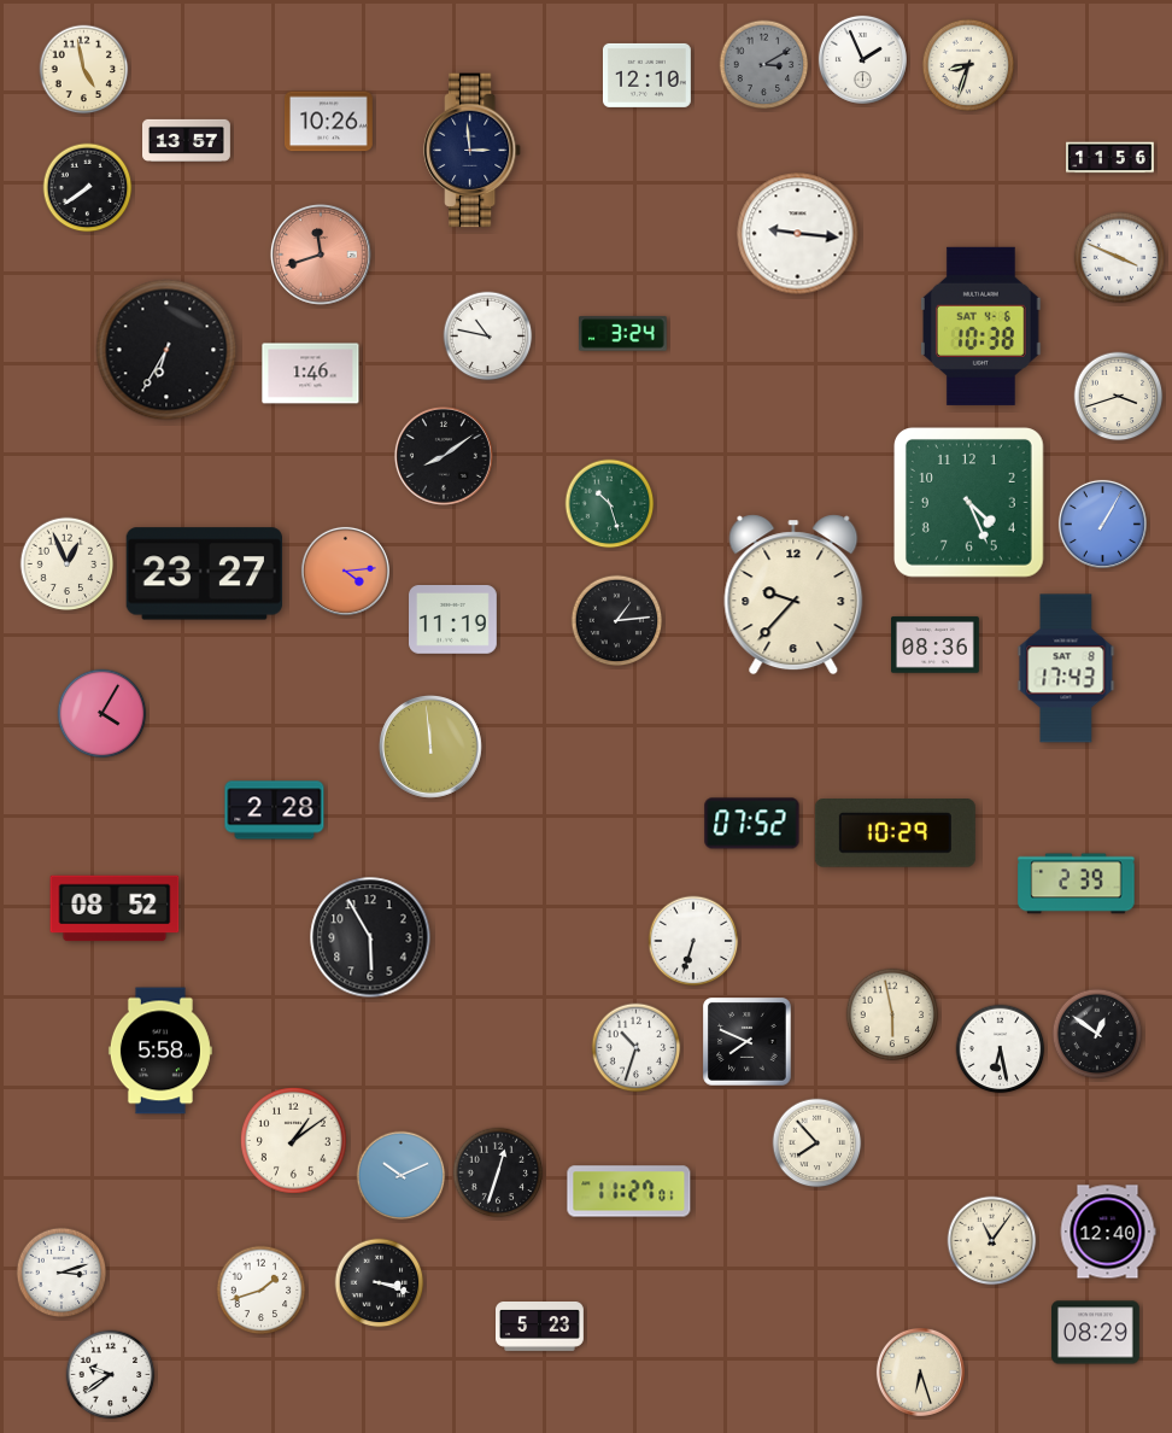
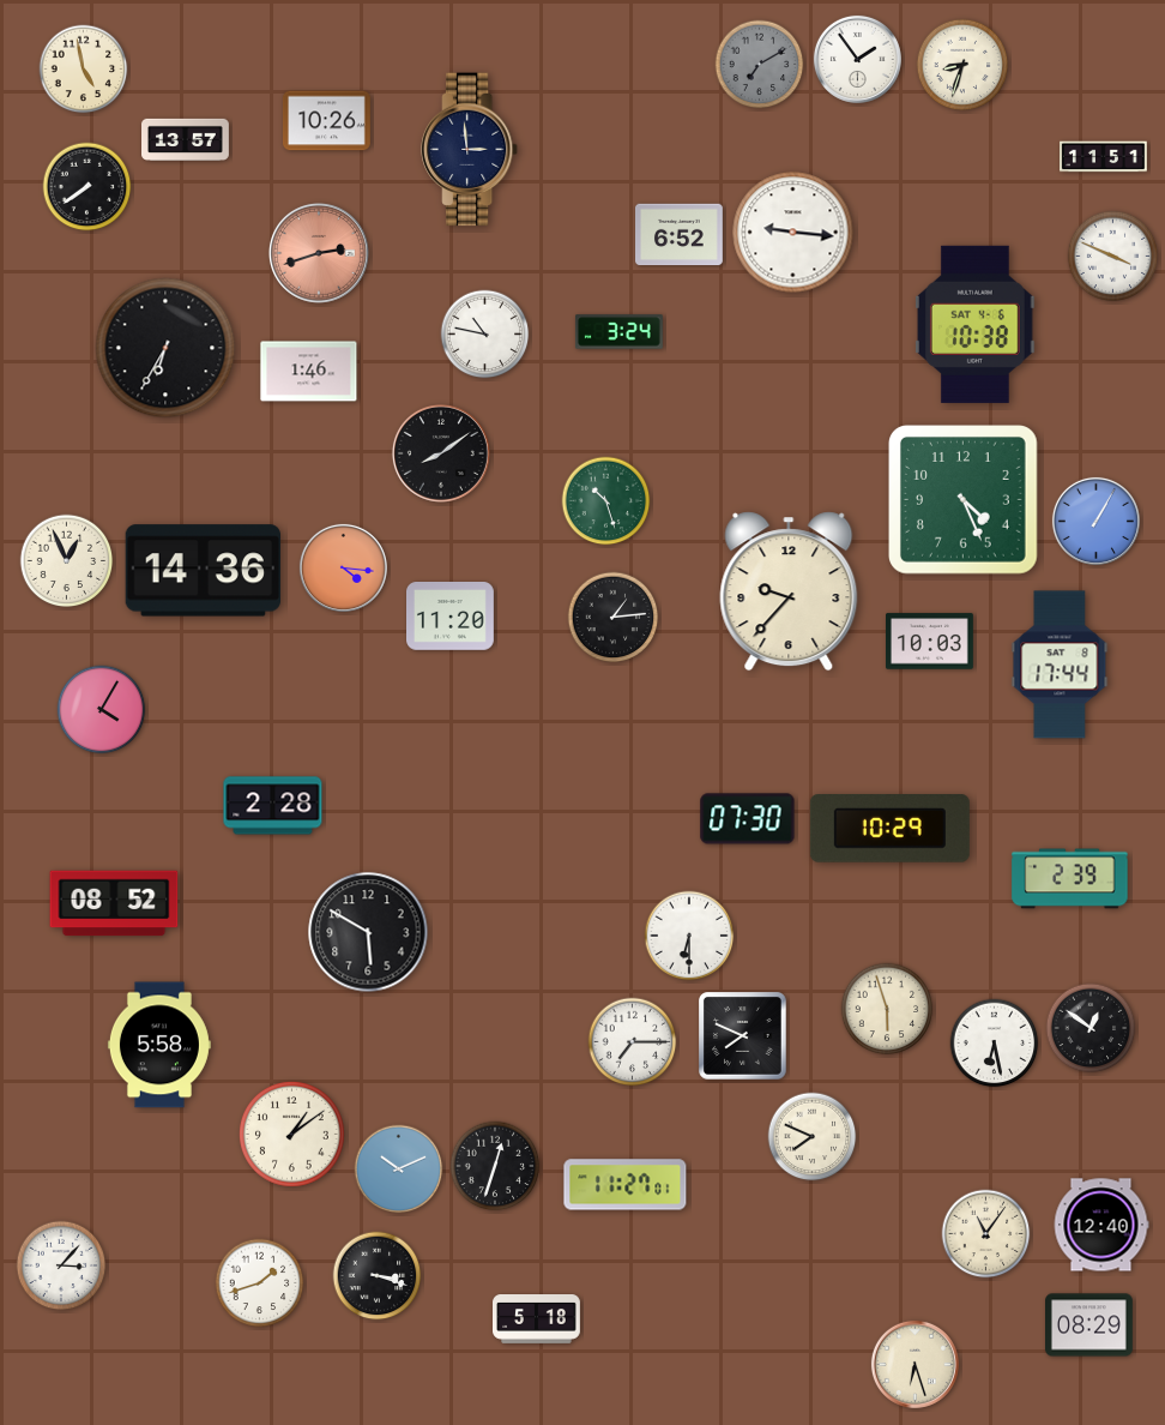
clock at (862, 59): 1:56 -> 1:54
clock at (764, 65): 3:10 -> 7:10
clock at (646, 75): 12:10 -> none
clock at (1111, 158): 11:56 -> 11:51
clock at (680, 235): none -> 6:52
clock at (321, 255): 11:42 -> 2:42
clock at (1119, 397): 3:42 -> none
clock at (345, 571): 4:14 -> 4:16
clock at (204, 574): 23:27 -> 14:36
clock at (453, 620): 11:19 -> 11:20
clock at (936, 645): 08:36 -> 10:03
clock at (1066, 668): 17:43 -> 17:44
clock at (430, 747): 11:59 -> none
clock at (752, 824): 07:52 -> 07:30
clock at (370, 937): 5:55 -> 5:50
clock at (693, 941): 6:33 -> 6:30
clock at (892, 1014): 5:58 -> 5:57
clock at (637, 1048): 10:33 -> 7:15
clock at (818, 1144): 7:53 -> 7:49
clock at (61, 1273): 3:12 -> 3:07
clock at (540, 1327): 5:23 -> 5:18
clock at (111, 1375): 9:39 -> none
